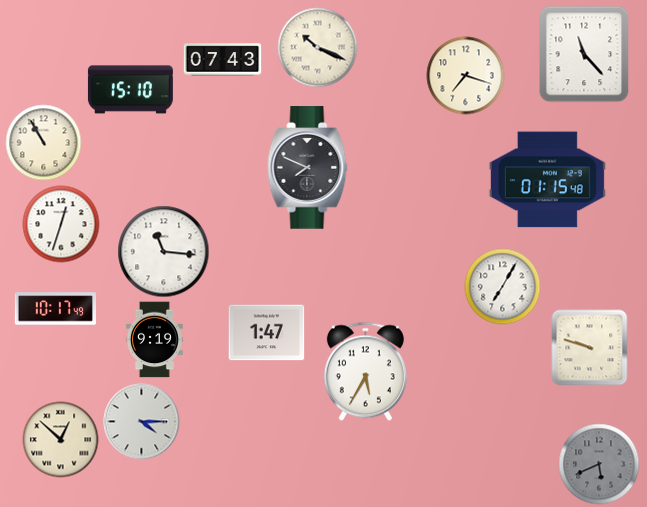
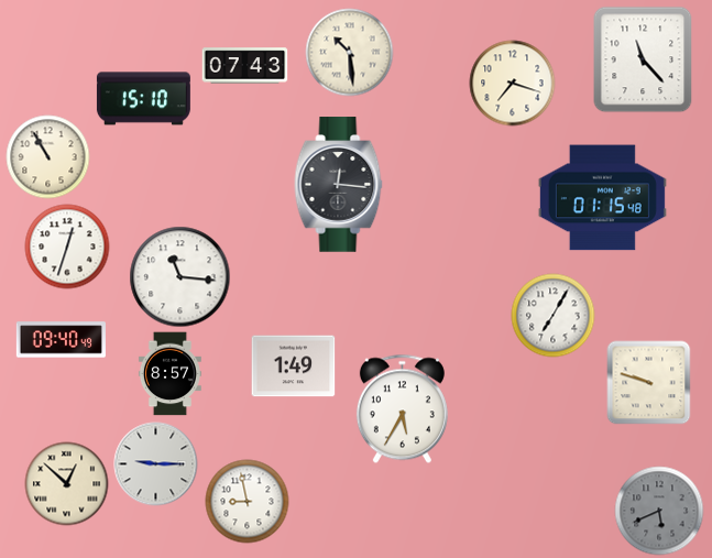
clock at (318, 48): 10:19 -> 10:29
clock at (308, 168): 7:49 -> 12:16
clock at (55, 309): 10:17 -> 09:40
clock at (267, 333): 1:47 -> 1:49
clock at (154, 340): 9:19 -> 8:57
clock at (142, 422): 4:15 -> 9:15
clock at (248, 502): none -> 8:58
